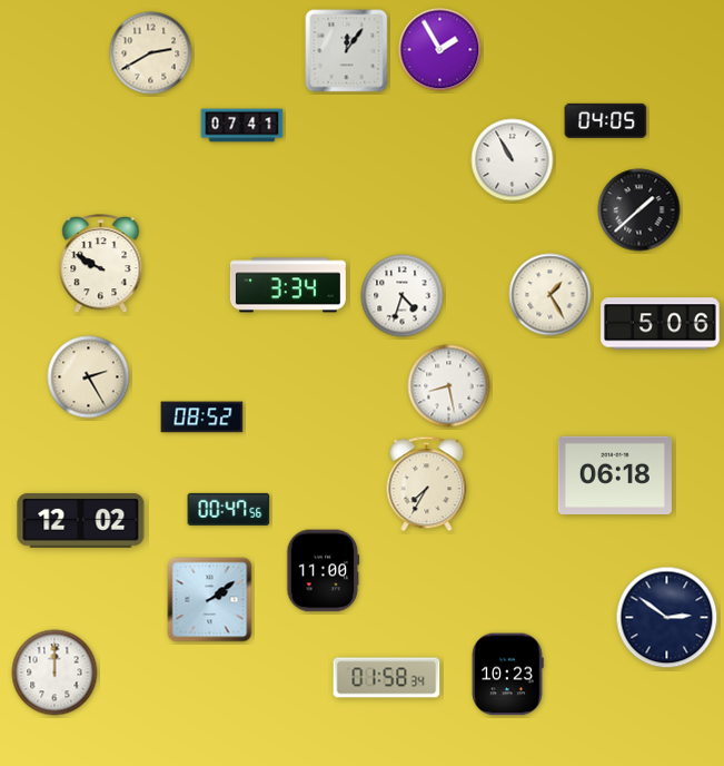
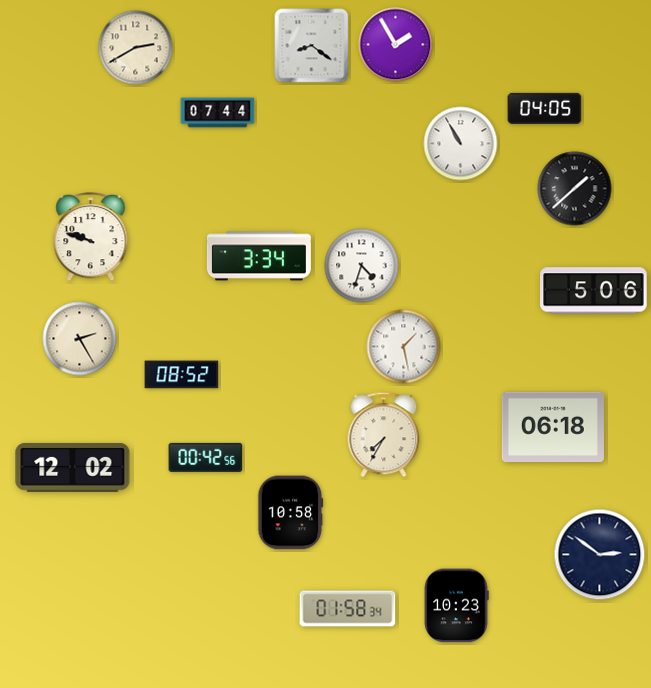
clock at (347, 51): 12:06 -> 8:21
clock at (242, 126): 07:41 -> 07:44
clock at (101, 264): 9:50 -> 9:48
clock at (551, 295): 1:25 -> none
clock at (449, 386): 8:28 -> 1:28
clock at (229, 509): 00:47 -> 00:42
clock at (324, 571): 11:00 -> 10:58
clock at (210, 600): 2:09 -> none
clock at (54, 672): 12:00 -> none
